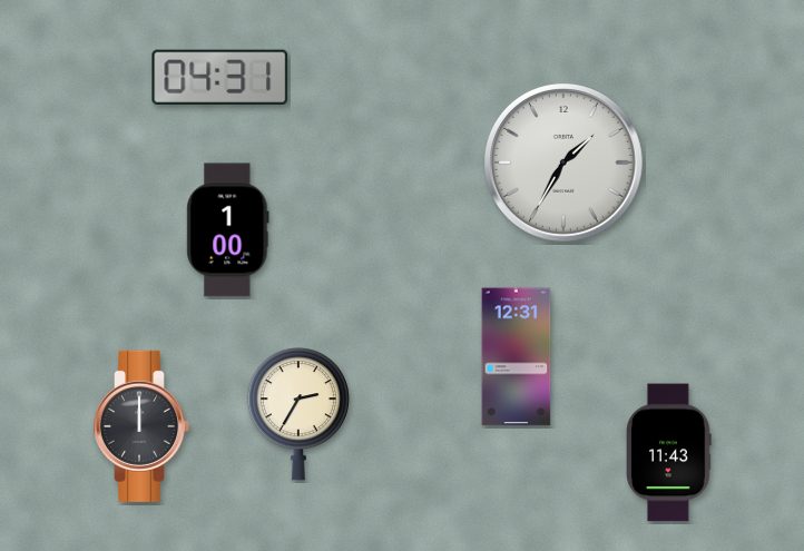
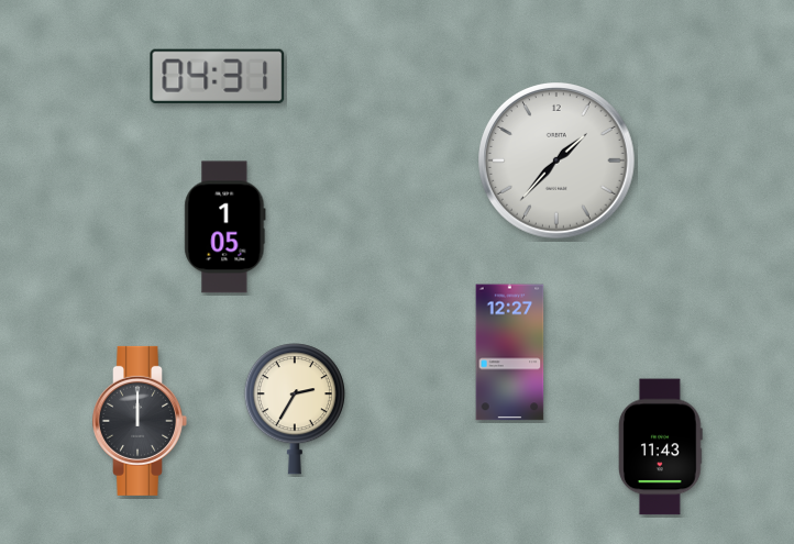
clock at (565, 164): 1:35 -> 1:37
clock at (228, 230): 1:00 -> 1:05
clock at (517, 357): 12:31 -> 12:27
